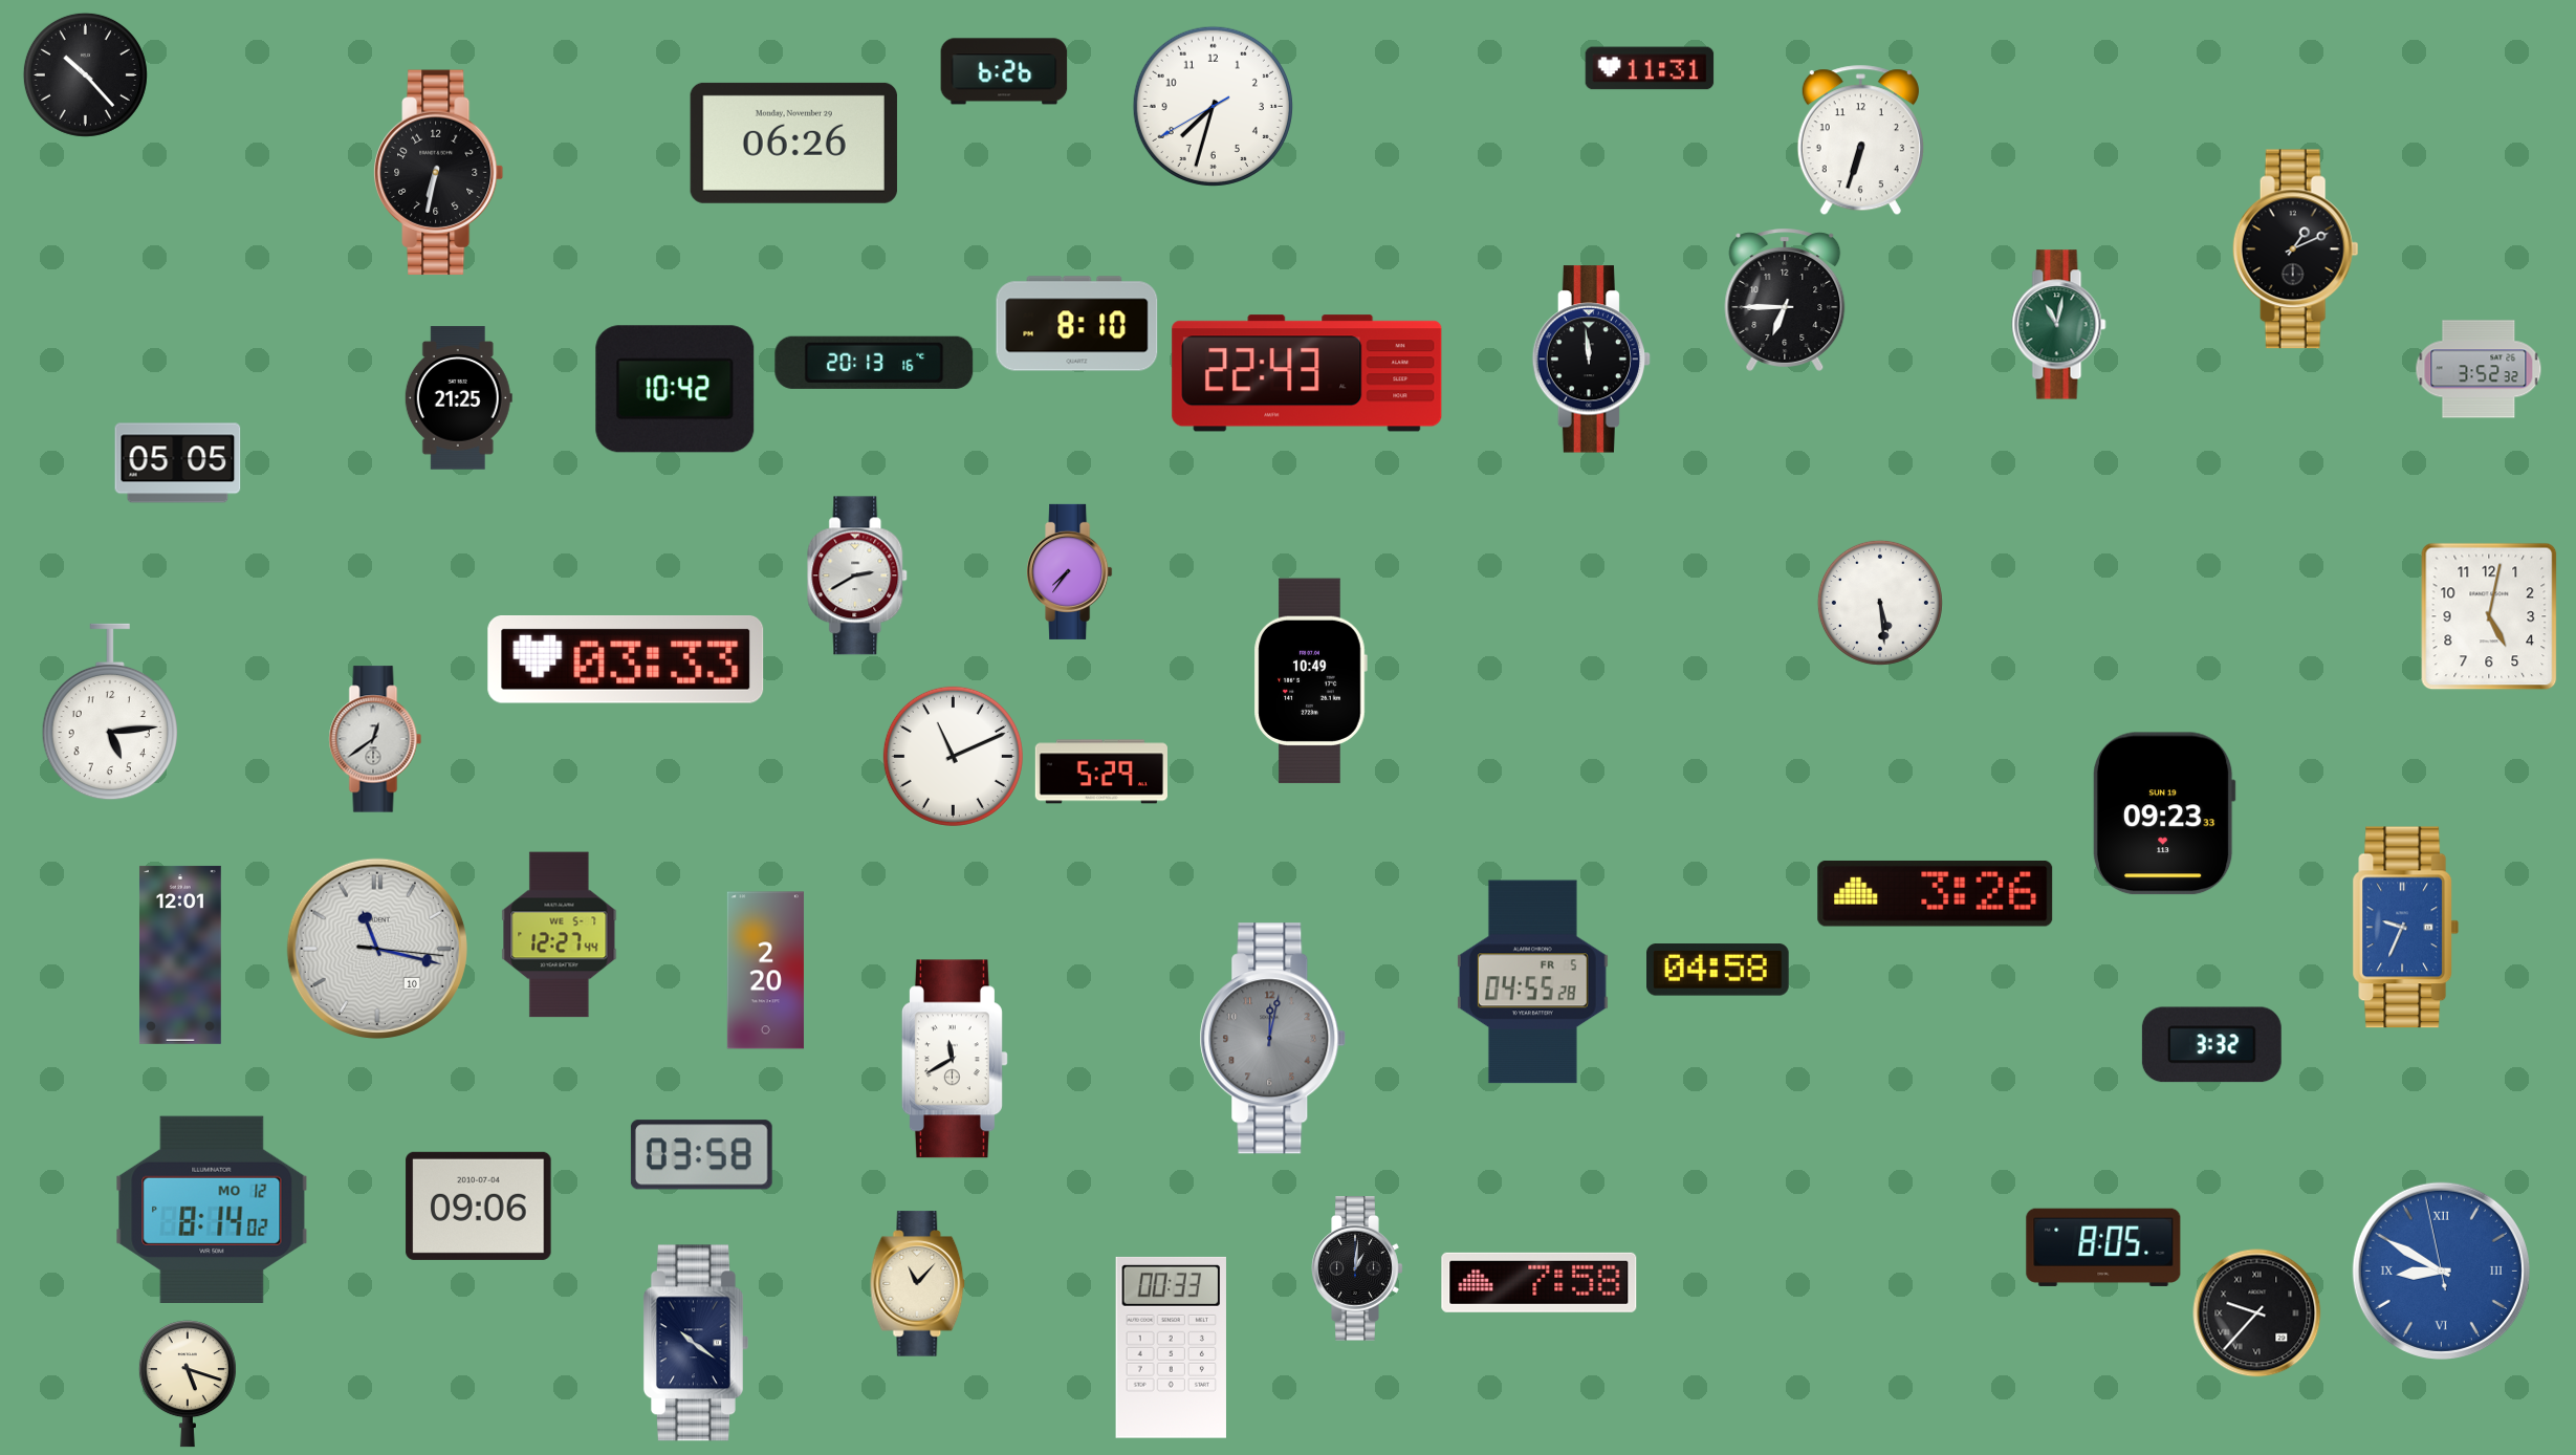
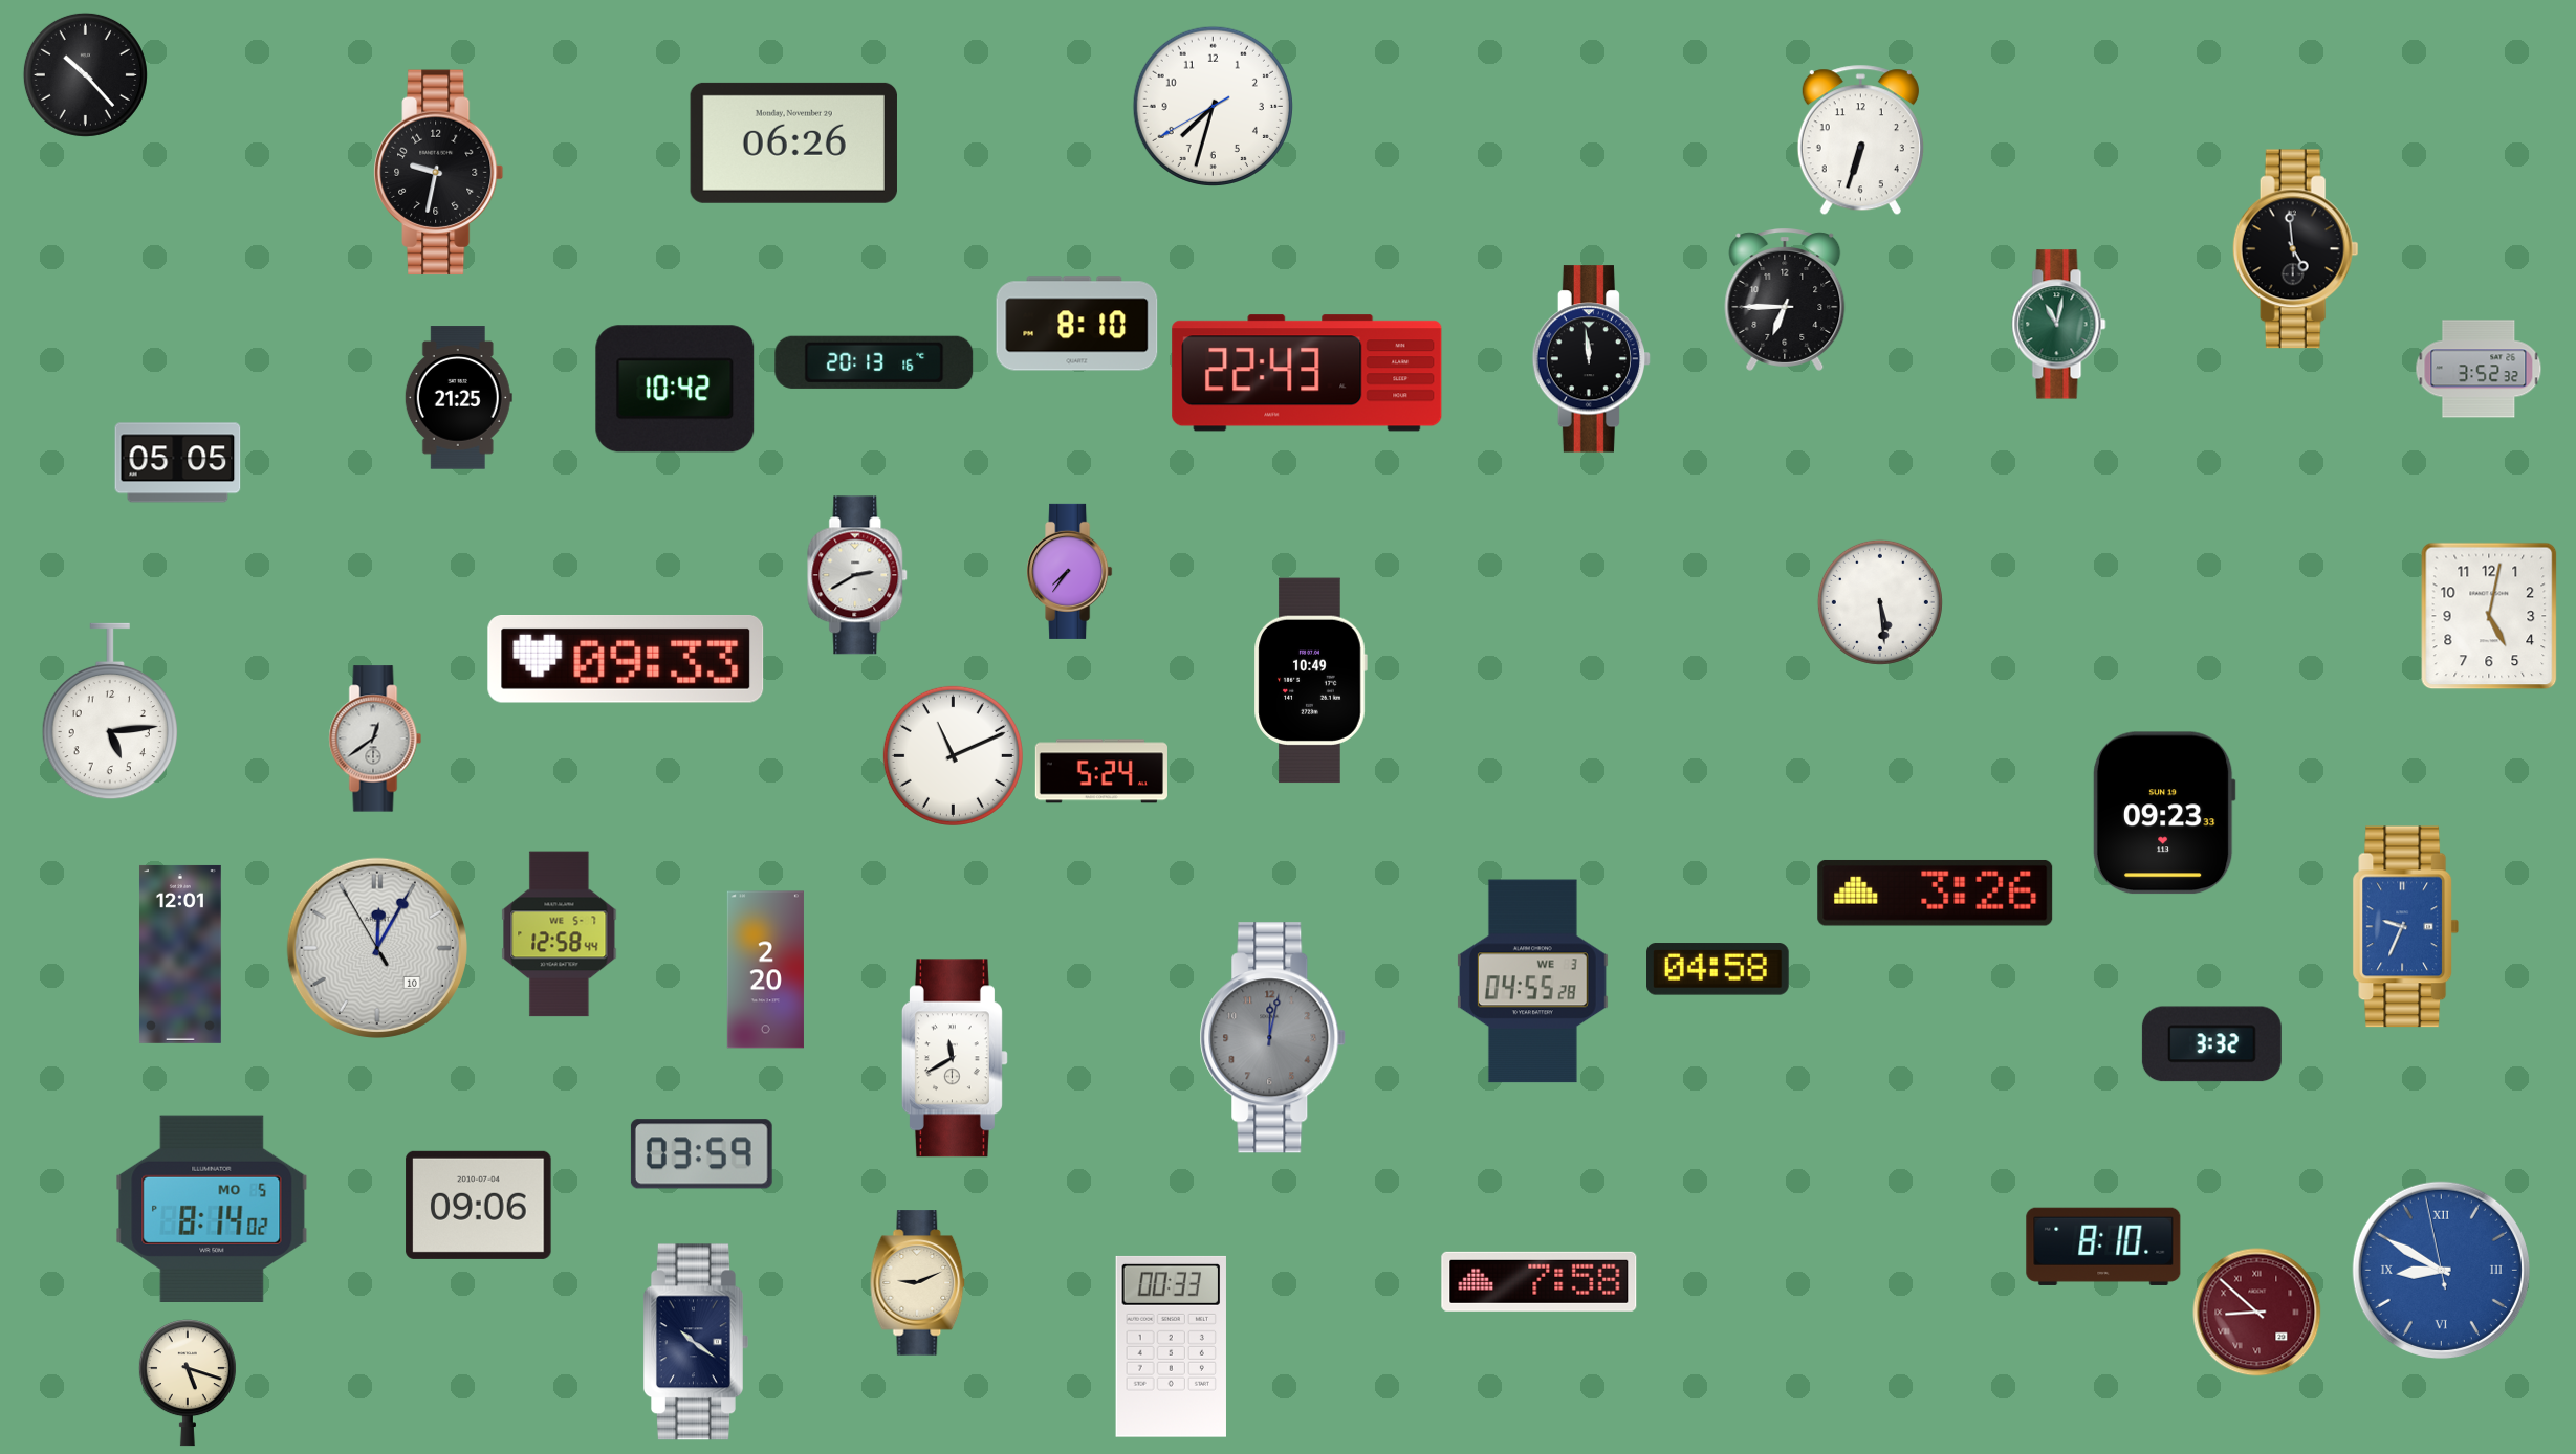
clock at (1650, 68): 11:31 -> none
clock at (1004, 71): 6:26 -> none
clock at (439, 173): 6:32 -> 9:32
clock at (2295, 249): 1:11 -> 4:59
clock at (626, 660): 03:33 -> 09:33
clock at (1101, 772): 5:29 -> 5:24
clock at (560, 935): 12:27 -> 12:58
clock at (377, 949): 11:17 -> 12:04
clock at (1532, 982) date: FR 5 -> WE 3
clock at (701, 1155): 03:58 -> 03:59
clock at (212, 1210) date: MO 12 -> MO 5
clock at (2103, 1247): 8:05 -> 8:10
clock at (1357, 1268): 1:01 -> none
clock at (918, 1284): 11:07 -> 9:11
clock at (2257, 1313): 9:37 -> 8:52
clock at (2257, 1313) dial: black -> burgundy
